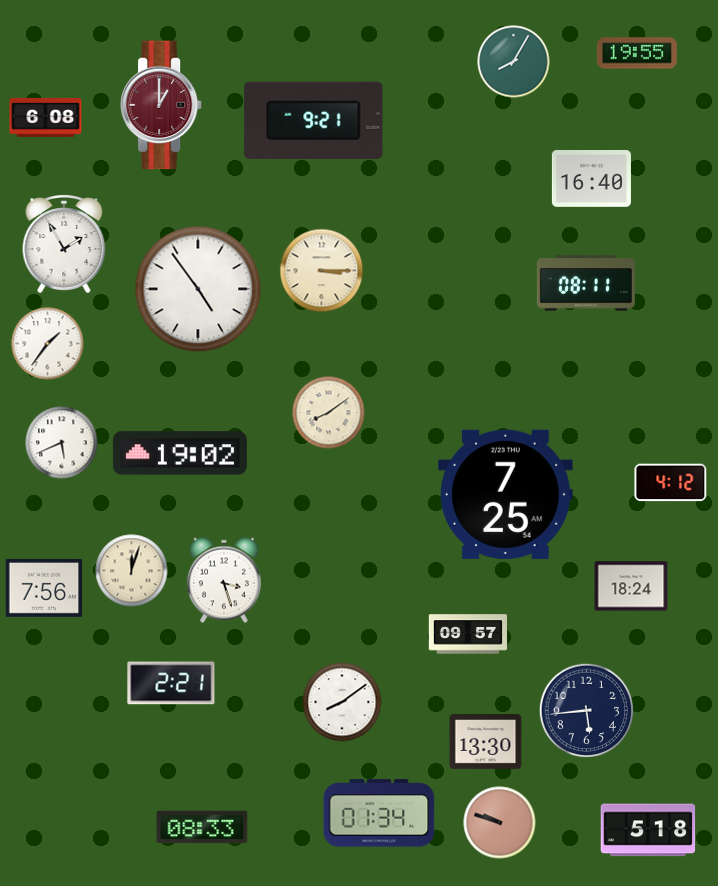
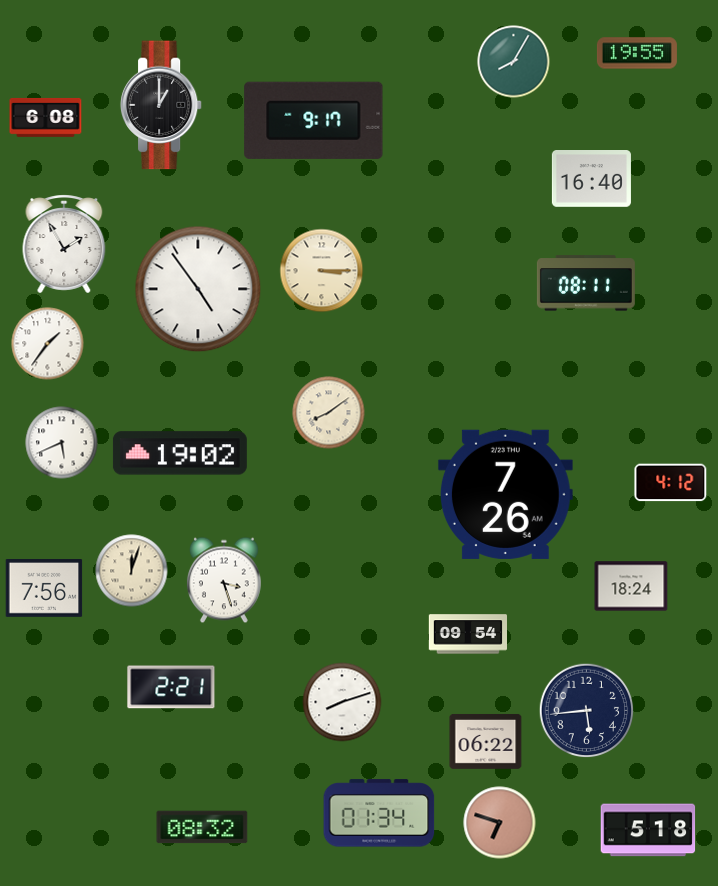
clock at (161, 105) dial: burgundy -> black
clock at (314, 120): 9:21 -> 9:17
clock at (505, 494): 7:25 -> 7:26
clock at (467, 634): 09:57 -> 09:54
clock at (171, 683) position: (171, 683) -> (171, 687)
clock at (342, 702): 8:09 -> 8:12
clock at (486, 741): 13:30 -> 06:22
clock at (500, 823): 9:48 -> 6:48
clock at (202, 827): 08:33 -> 08:32
